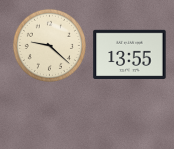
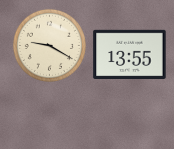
clock at (49, 45): 9:22 -> 9:20
